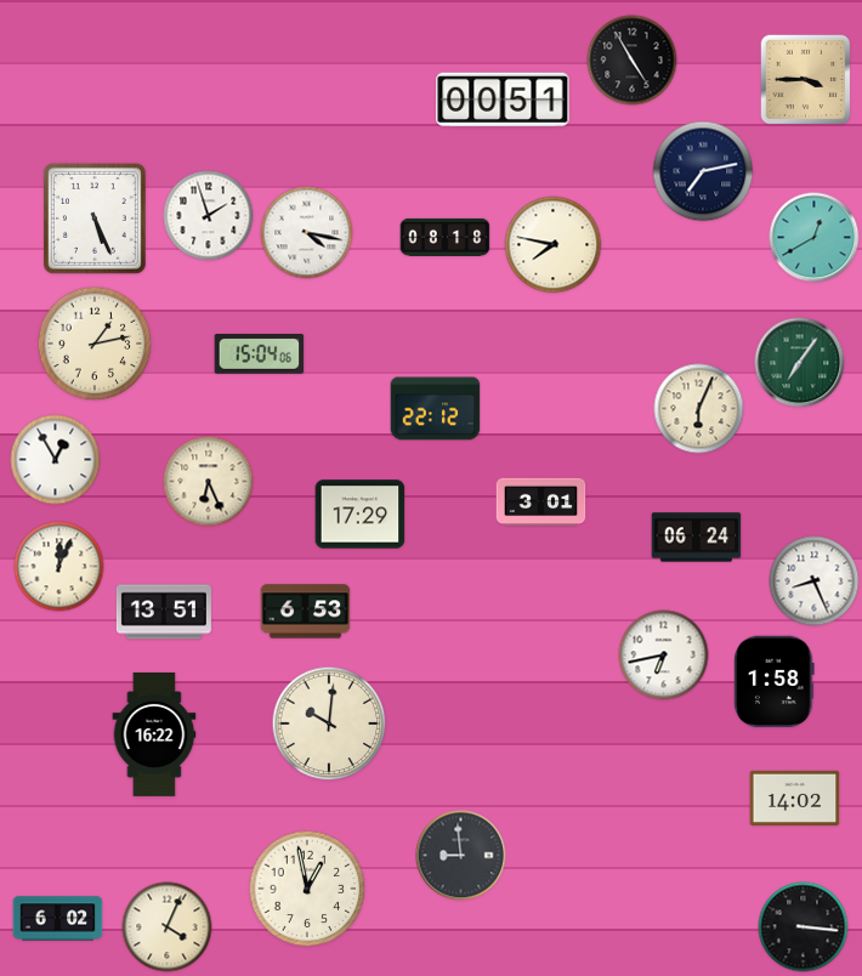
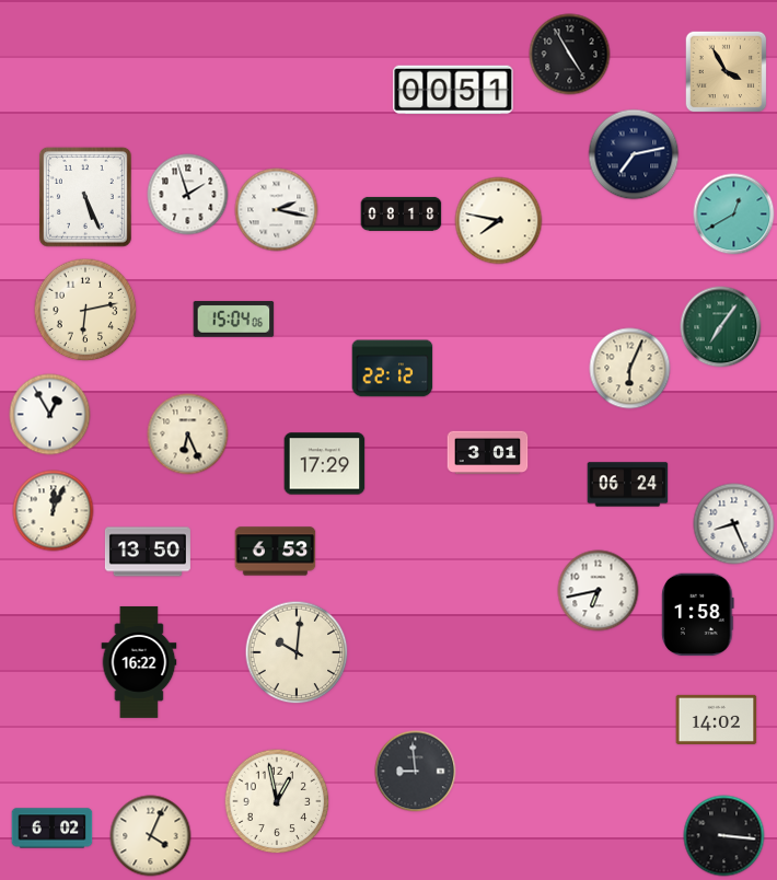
clock at (806, 80): 3:45 -> 3:55
clock at (307, 233): 4:17 -> 2:17
clock at (95, 344): 1:13 -> 6:13
clock at (164, 612): 13:51 -> 13:50
